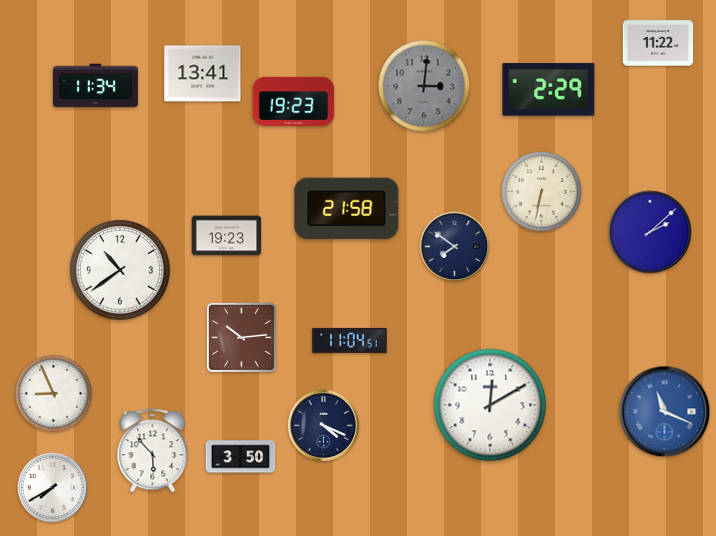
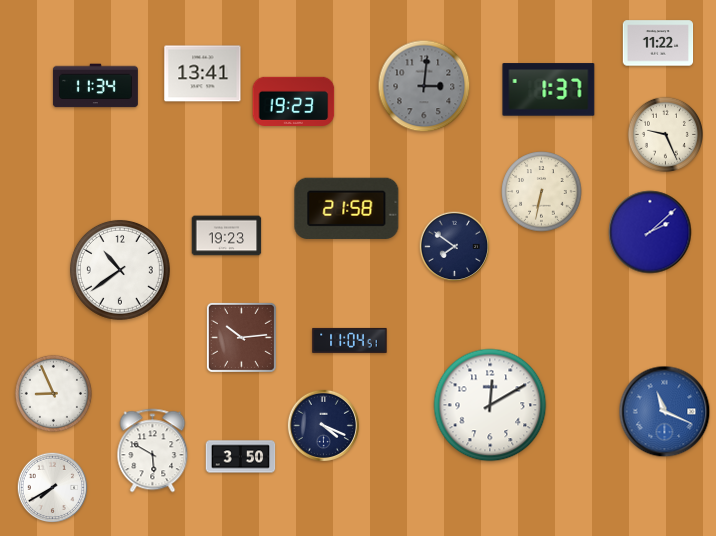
clock at (549, 90): 2:29 -> 1:37
clock at (665, 134): none -> 9:26
clock at (153, 451): 5:53 -> 5:50
